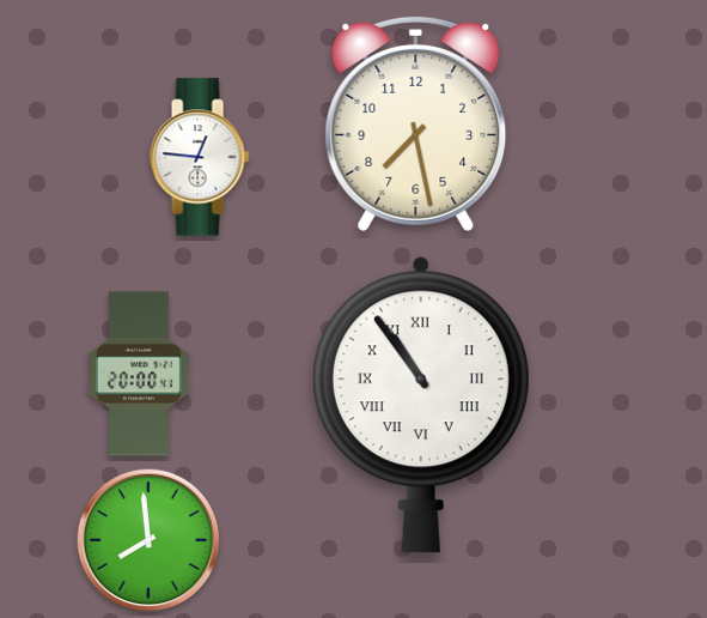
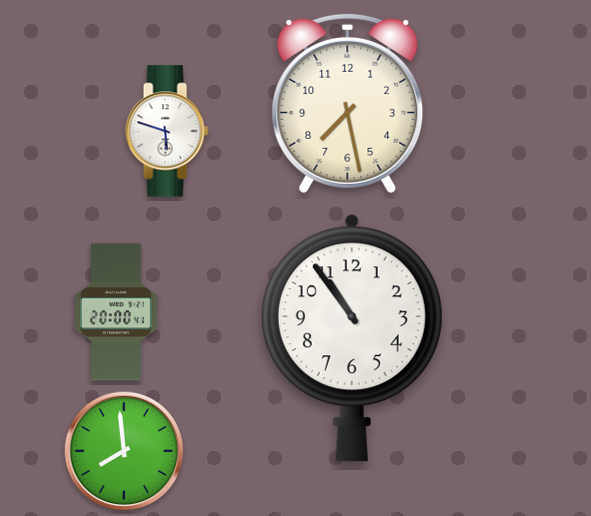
clock at (200, 157): 12:46 -> 5:48
clock at (421, 405) numerals: Roman -> Arabic
